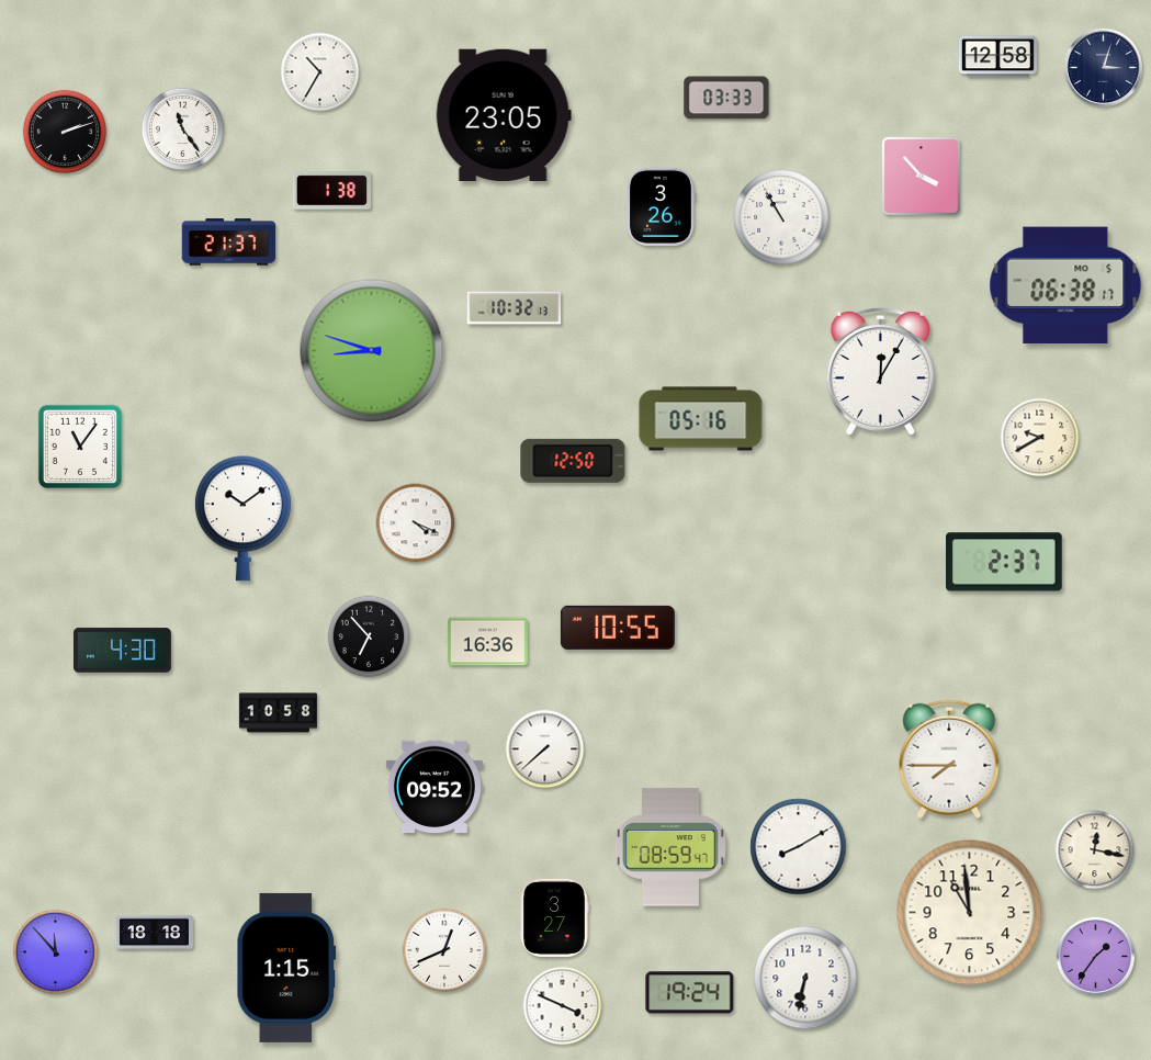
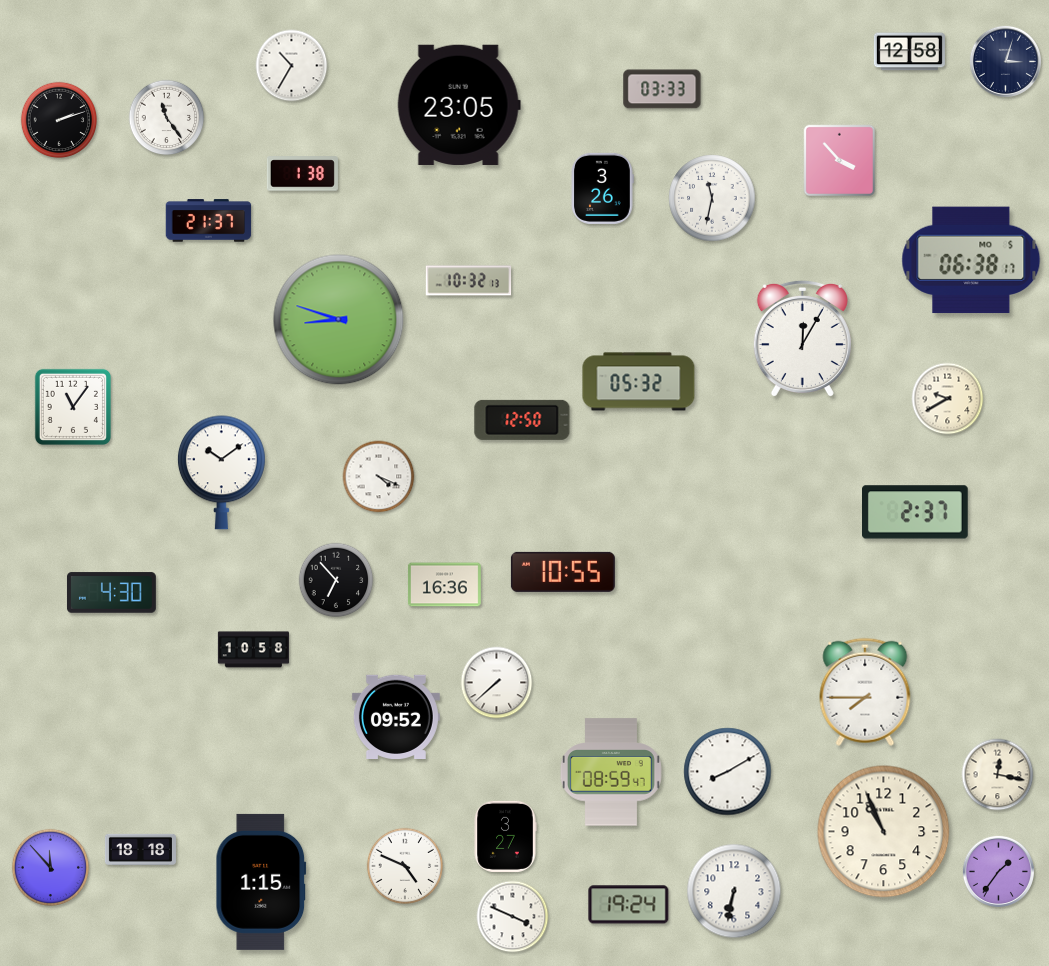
clock at (781, 217): 10:55 -> 11:32
clock at (701, 419): 05:16 -> 05:32
clock at (970, 913): 10:59 -> 10:56
clock at (444, 950): 12:41 -> 4:49
